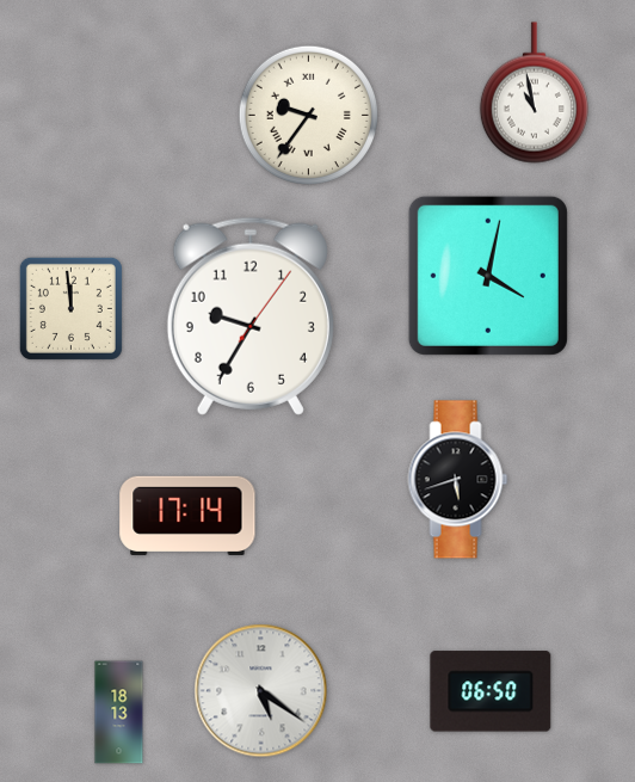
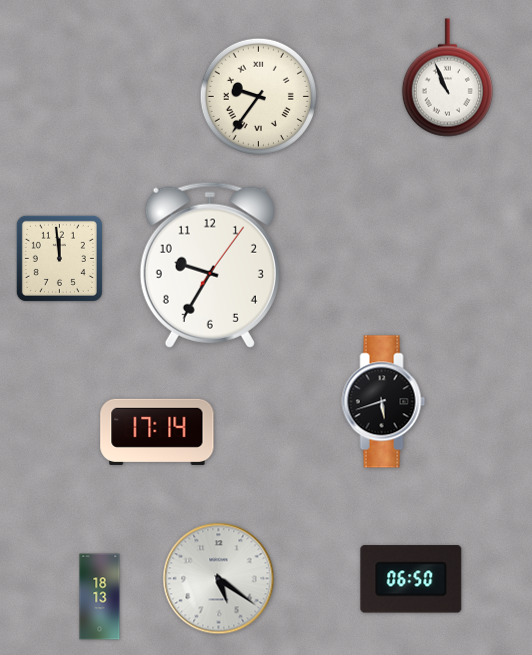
clock at (534, 93): 10:58 -> 10:56
clock at (488, 276): 4:02 -> none
